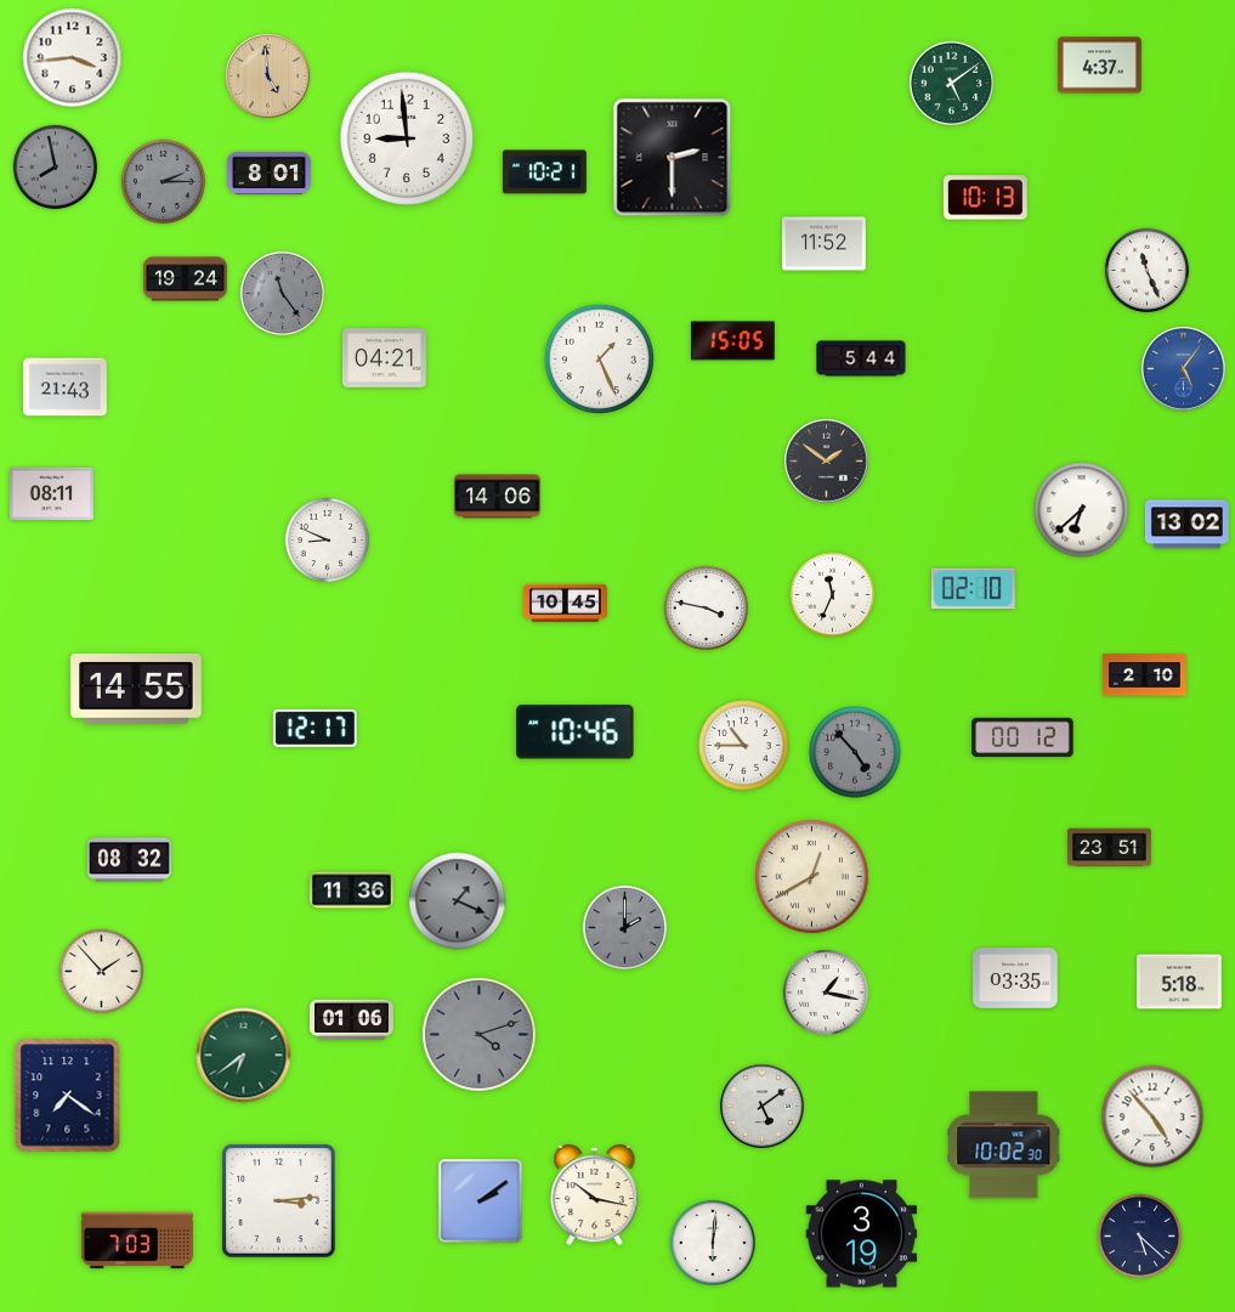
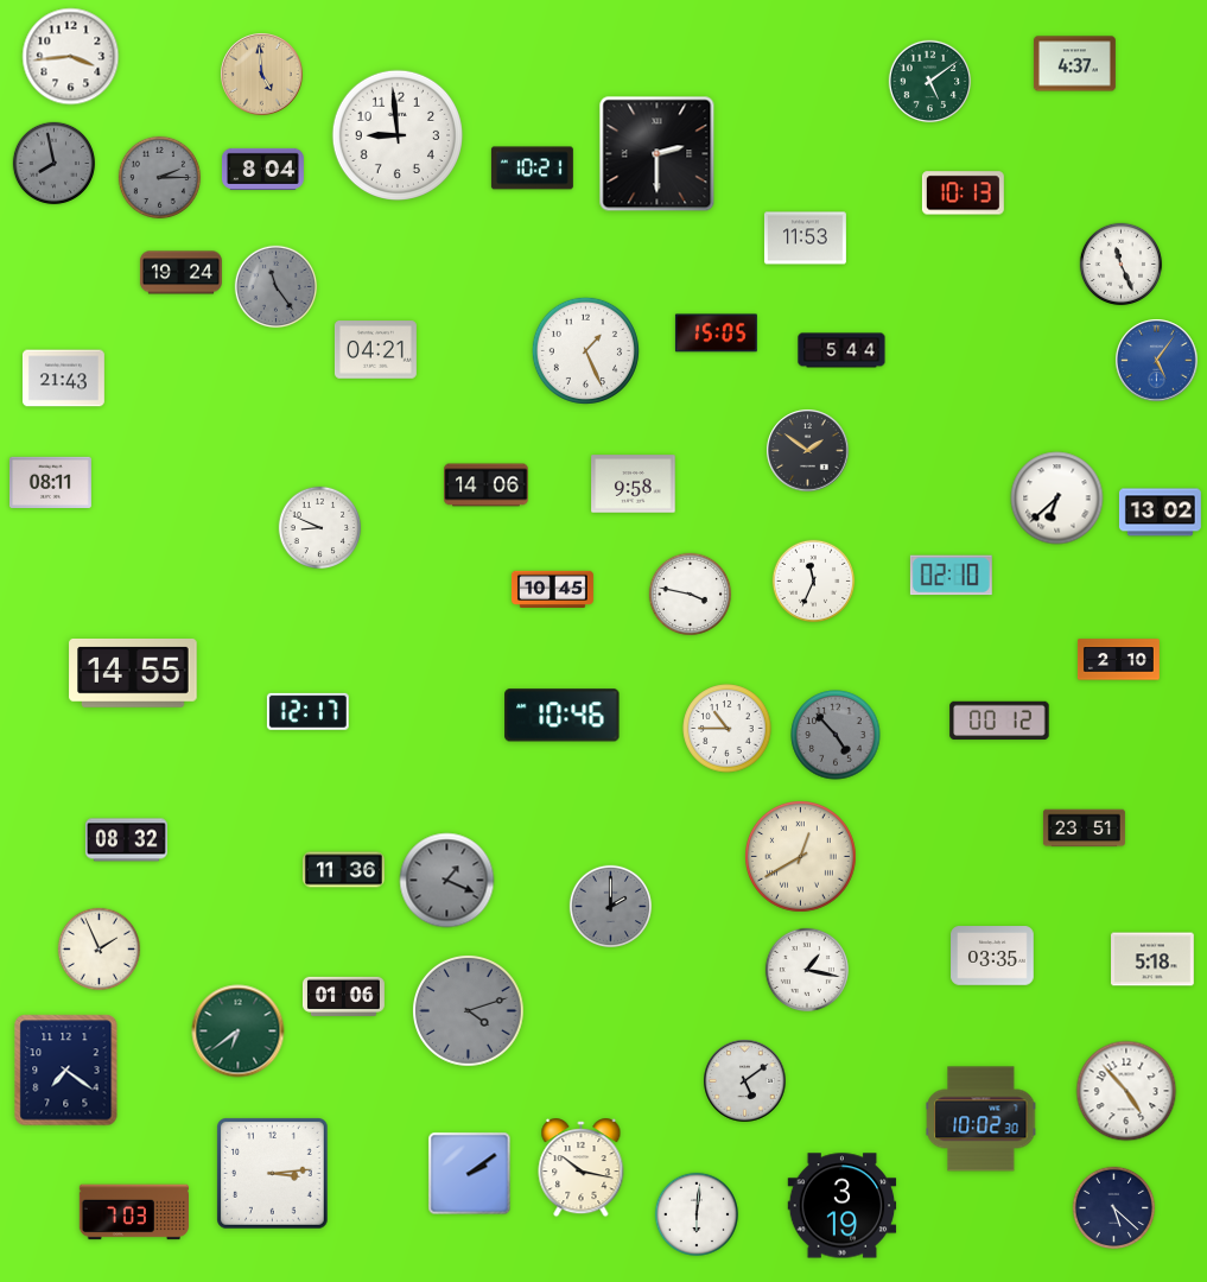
clock at (268, 173): 8:01 -> 8:04
clock at (823, 244): 11:52 -> 11:53
clock at (634, 484): none -> 9:58
clock at (812, 877) position: (812, 877) -> (801, 857)
clock at (102, 972): 1:53 -> 1:56
